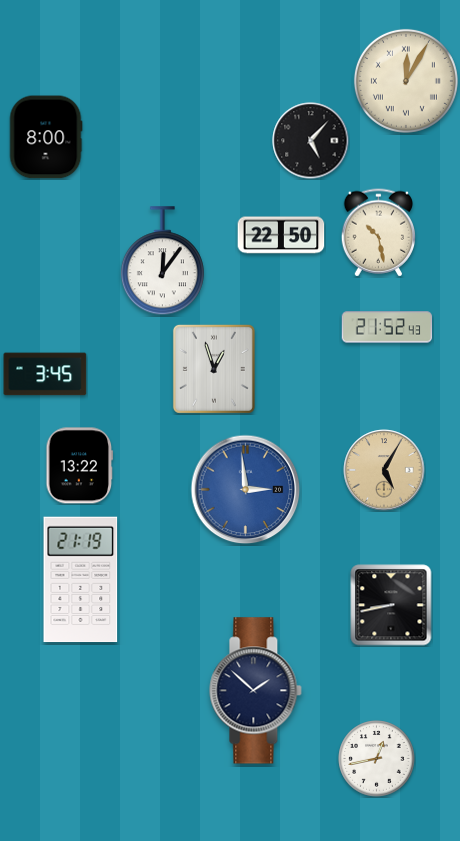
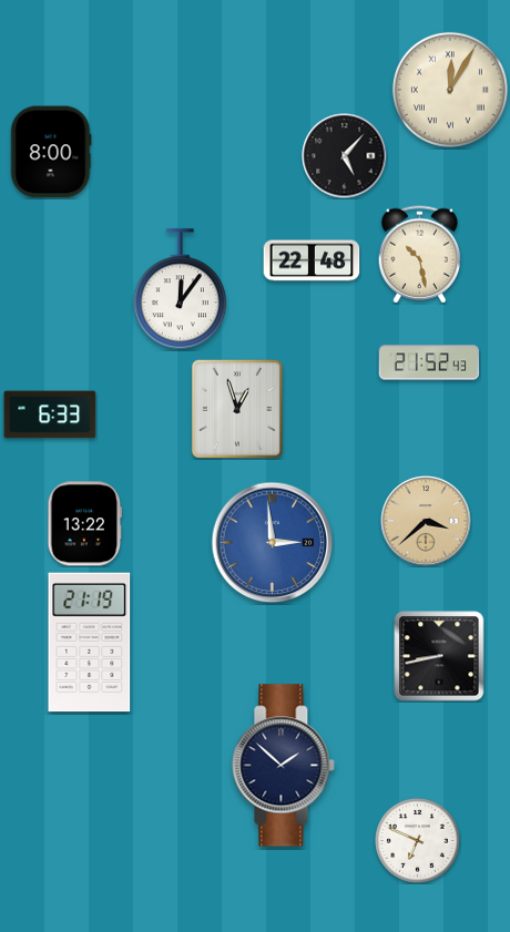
clock at (378, 233) position: (378, 233) -> (419, 255)
clock at (281, 235): 22:50 -> 22:48
clock at (45, 374): 3:45 -> 6:33
clock at (80, 466) position: (80, 466) -> (85, 524)
clock at (384, 470): 5:05 -> 3:38
clock at (391, 605) position: (391, 605) -> (439, 656)
clock at (377, 759): 12:43 -> 6:49
